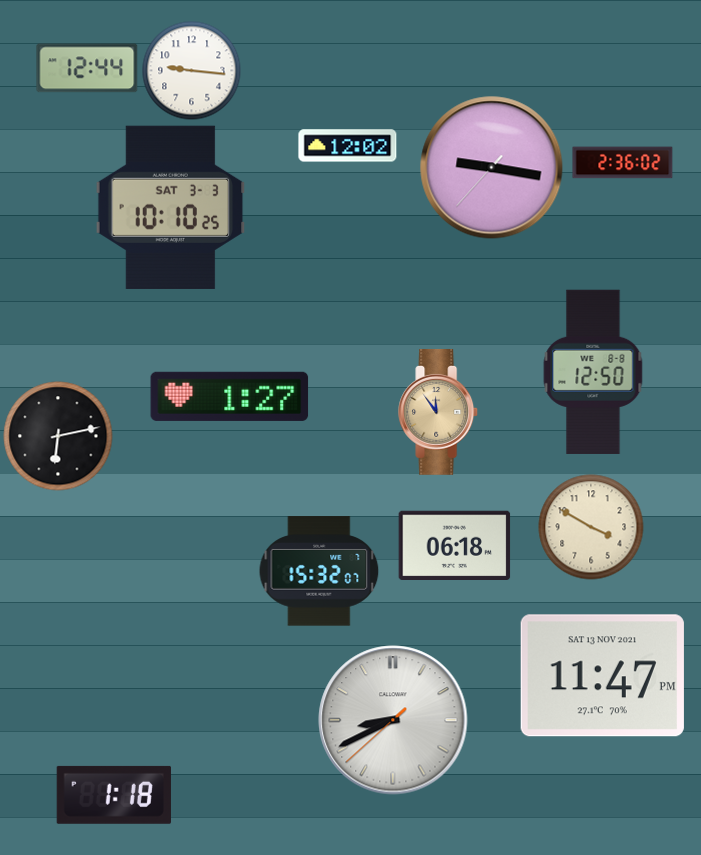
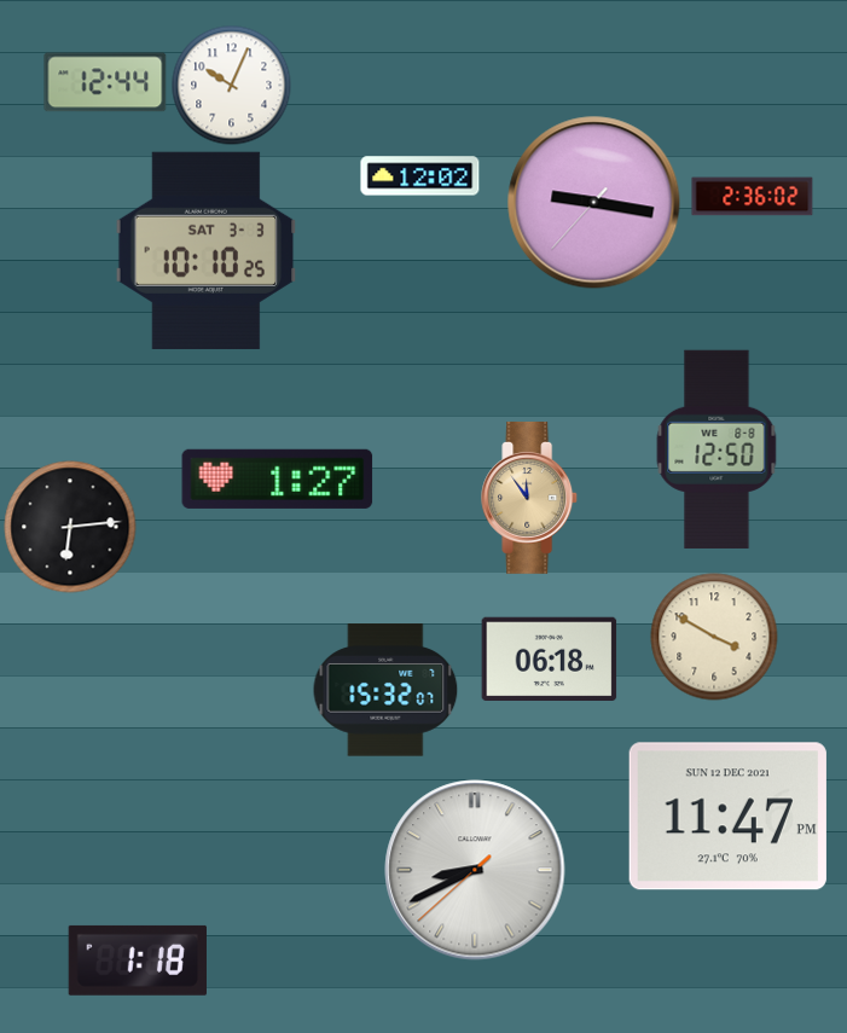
clock at (192, 71): 9:16 -> 10:04
clock at (58, 436): 6:13 -> 6:14
clock at (602, 676) date: SAT 13 NOV 2021 -> SUN 12 DEC 2021
